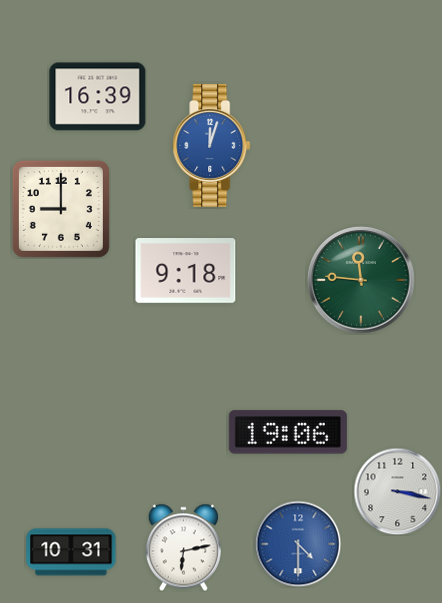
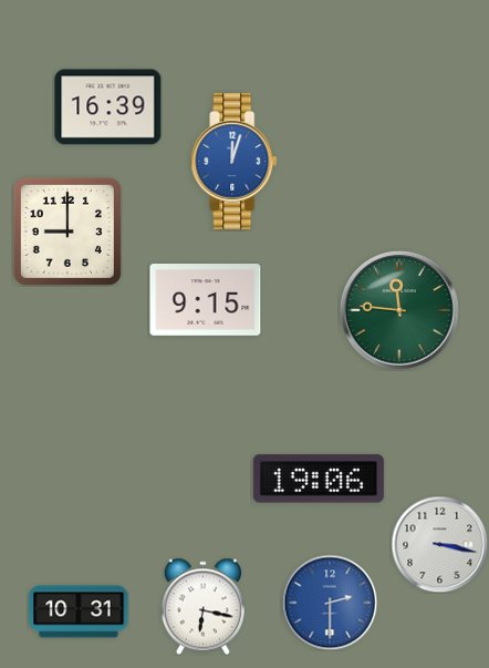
clock at (186, 271): 9:18 -> 9:15
clock at (298, 544): 4:30 -> 2:30
clock at (183, 547): 6:13 -> 6:17
